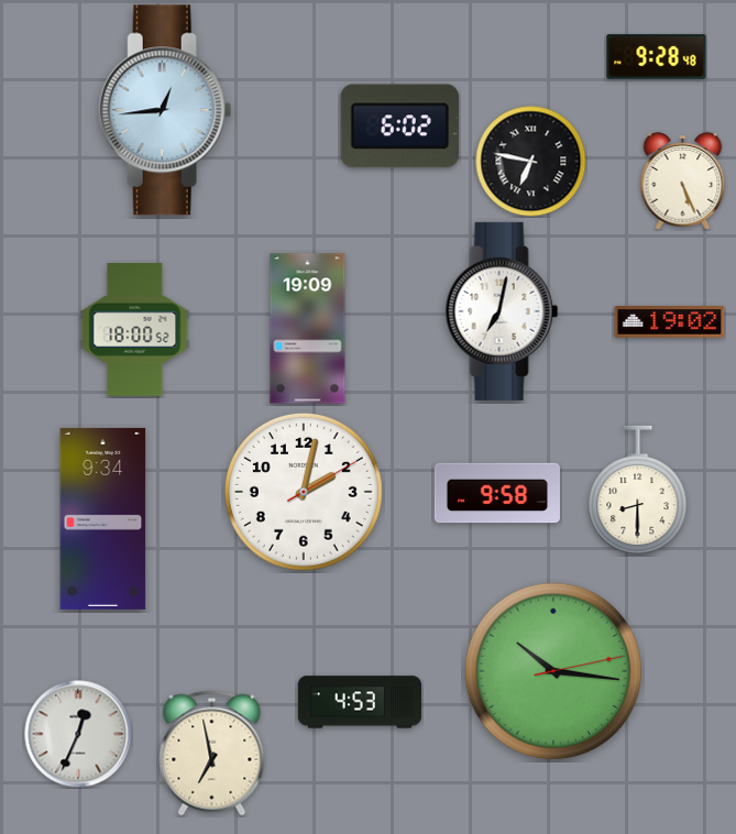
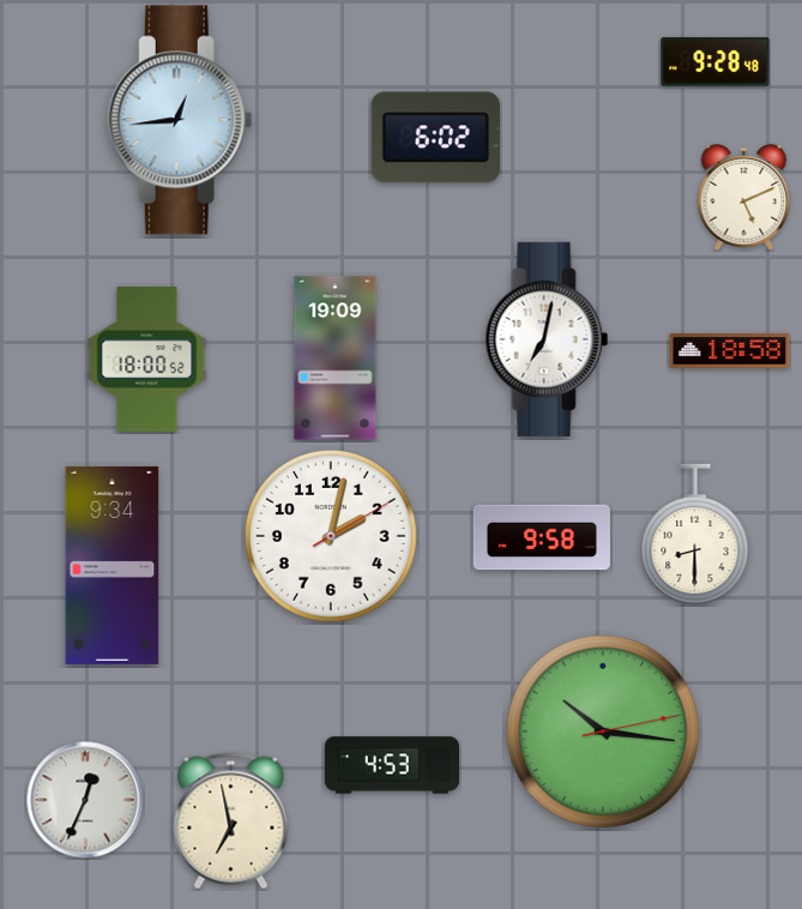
clock at (531, 162): 6:47 -> none
clock at (683, 182): 5:26 -> 5:11
clock at (670, 322): 19:02 -> 18:58
